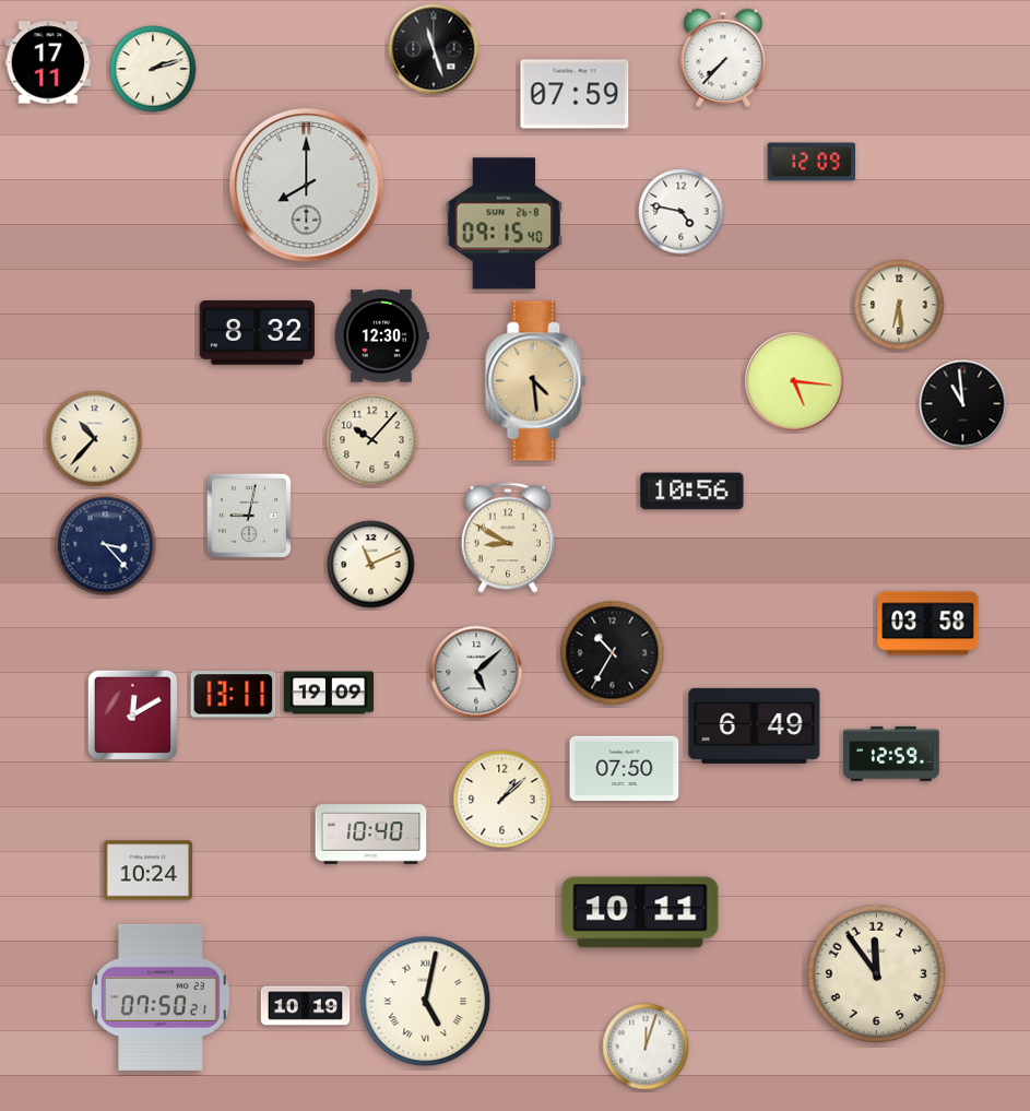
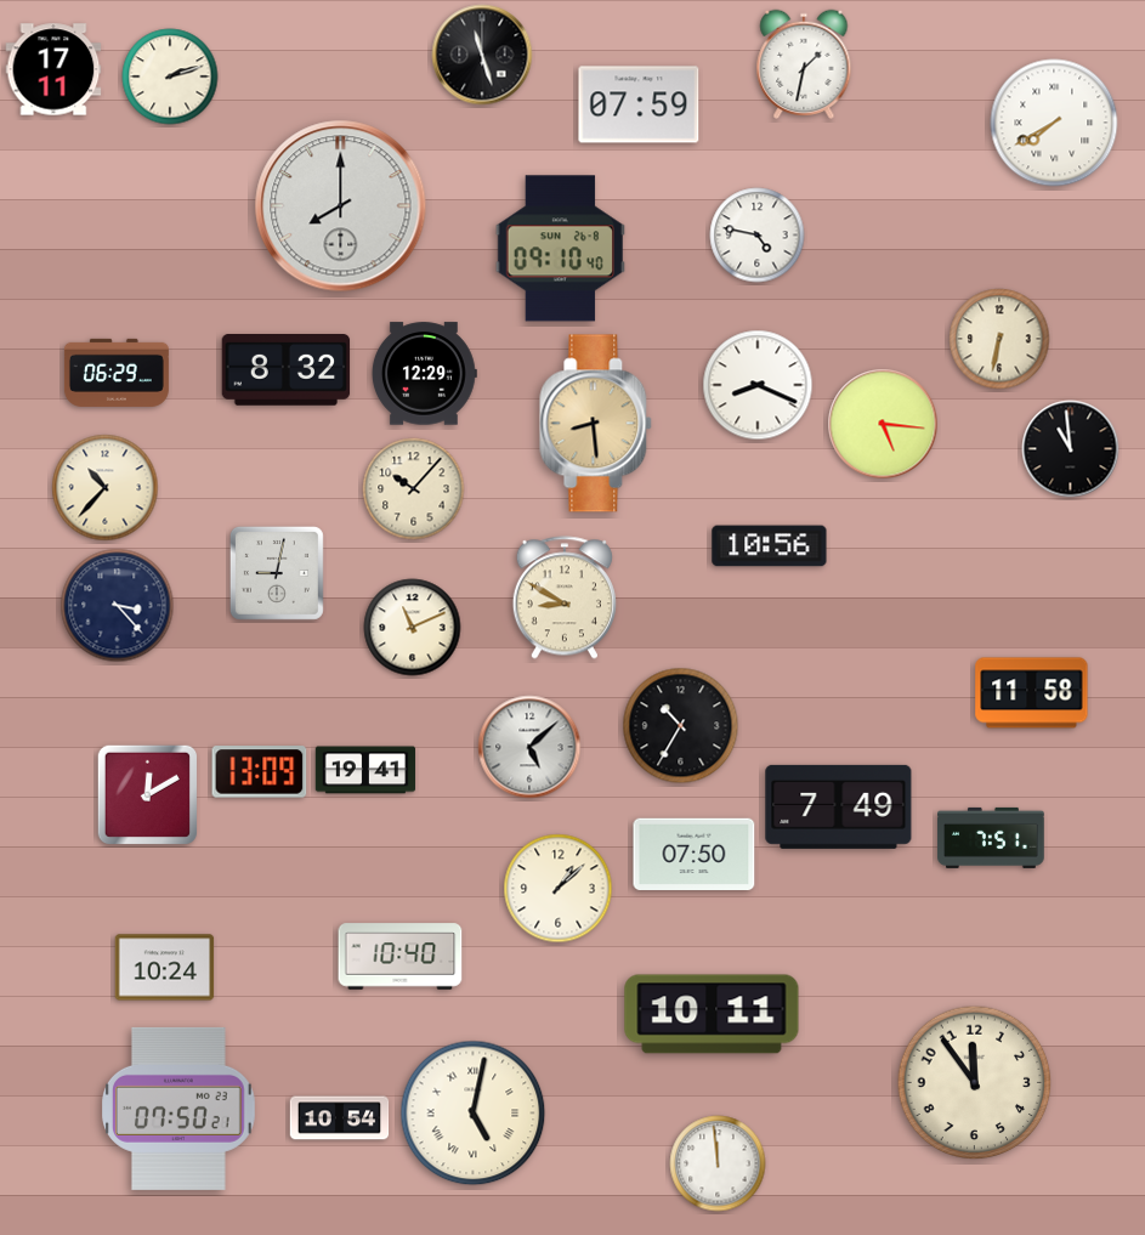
clock at (723, 58): 7:37 -> 1:32
clock at (1054, 123): none -> 7:40
clock at (812, 162): 12:09 -> none
clock at (504, 224): 09:15 -> 09:10
clock at (899, 305): 6:29 -> 6:32
clock at (117, 373): none -> 06:29
clock at (381, 336): 12:30 -> 12:29
clock at (758, 385): none -> 8:19
clock at (536, 381): 4:29 -> 8:29
clock at (928, 624): 03:58 -> 11:58
clock at (329, 693): 19:09 -> 19:41
clock at (234, 695): 13:11 -> 13:09
clock at (755, 725): 6:49 -> 7:49
clock at (891, 754): 12:59 -> 7:51
clock at (371, 835) position: (371, 835) -> (401, 957)
clock at (306, 1006): 10:19 -> 10:54
clock at (646, 1047): 12:03 -> 11:59
